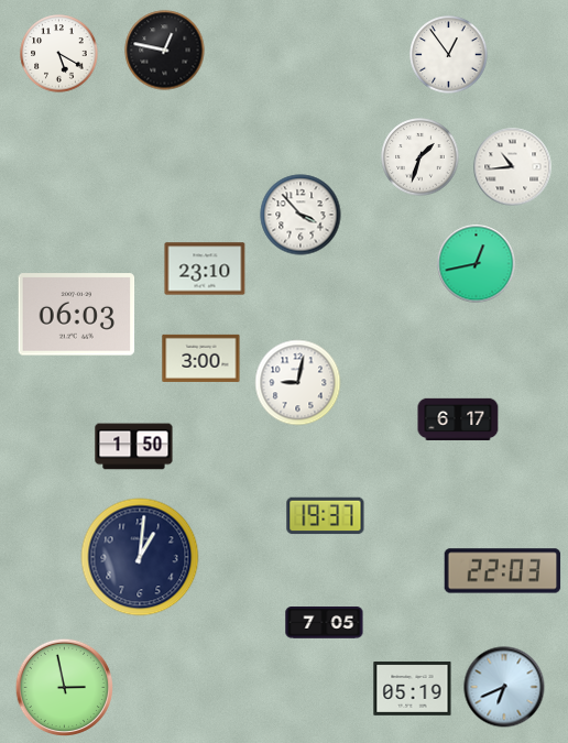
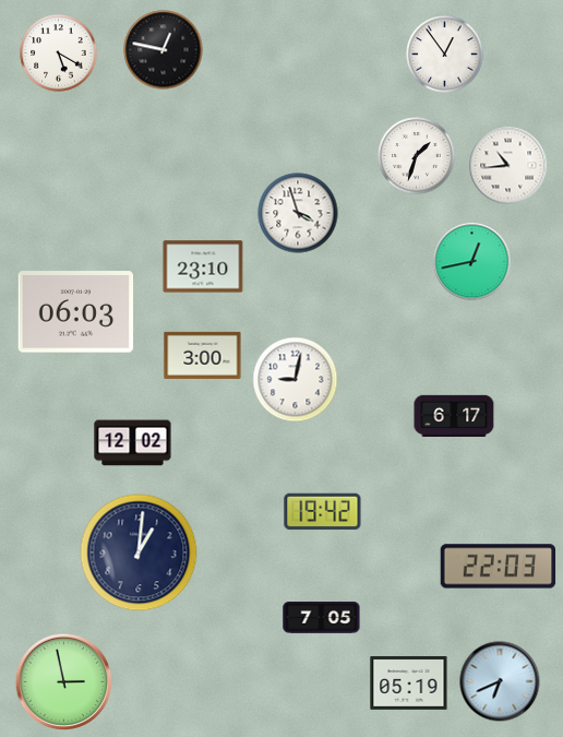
clock at (301, 215): 3:53 -> 3:57
clock at (201, 358) position: (201, 358) -> (203, 355)
clock at (134, 447): 1:50 -> 12:02
clock at (326, 516): 19:37 -> 19:42
